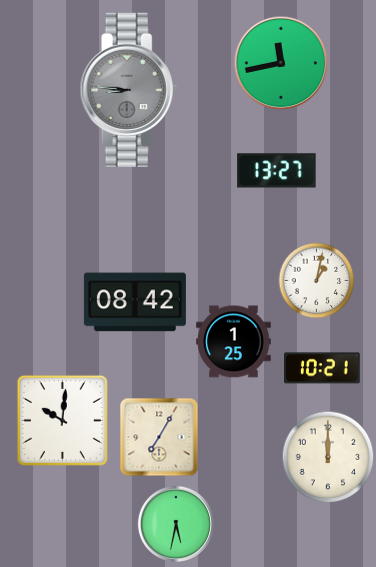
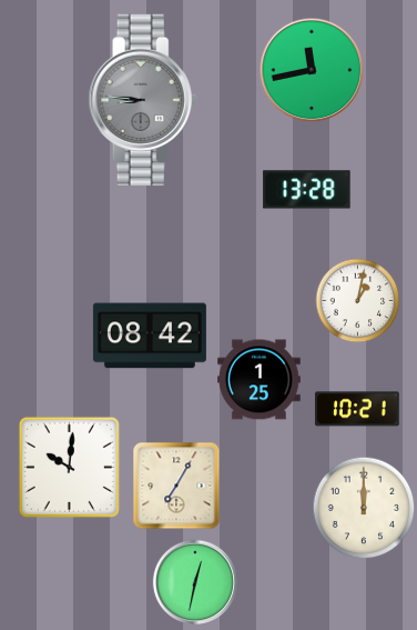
clock at (277, 171): 13:27 -> 13:28
clock at (317, 281) position: (317, 281) -> (358, 301)
clock at (175, 523): 5:32 -> 12:32
